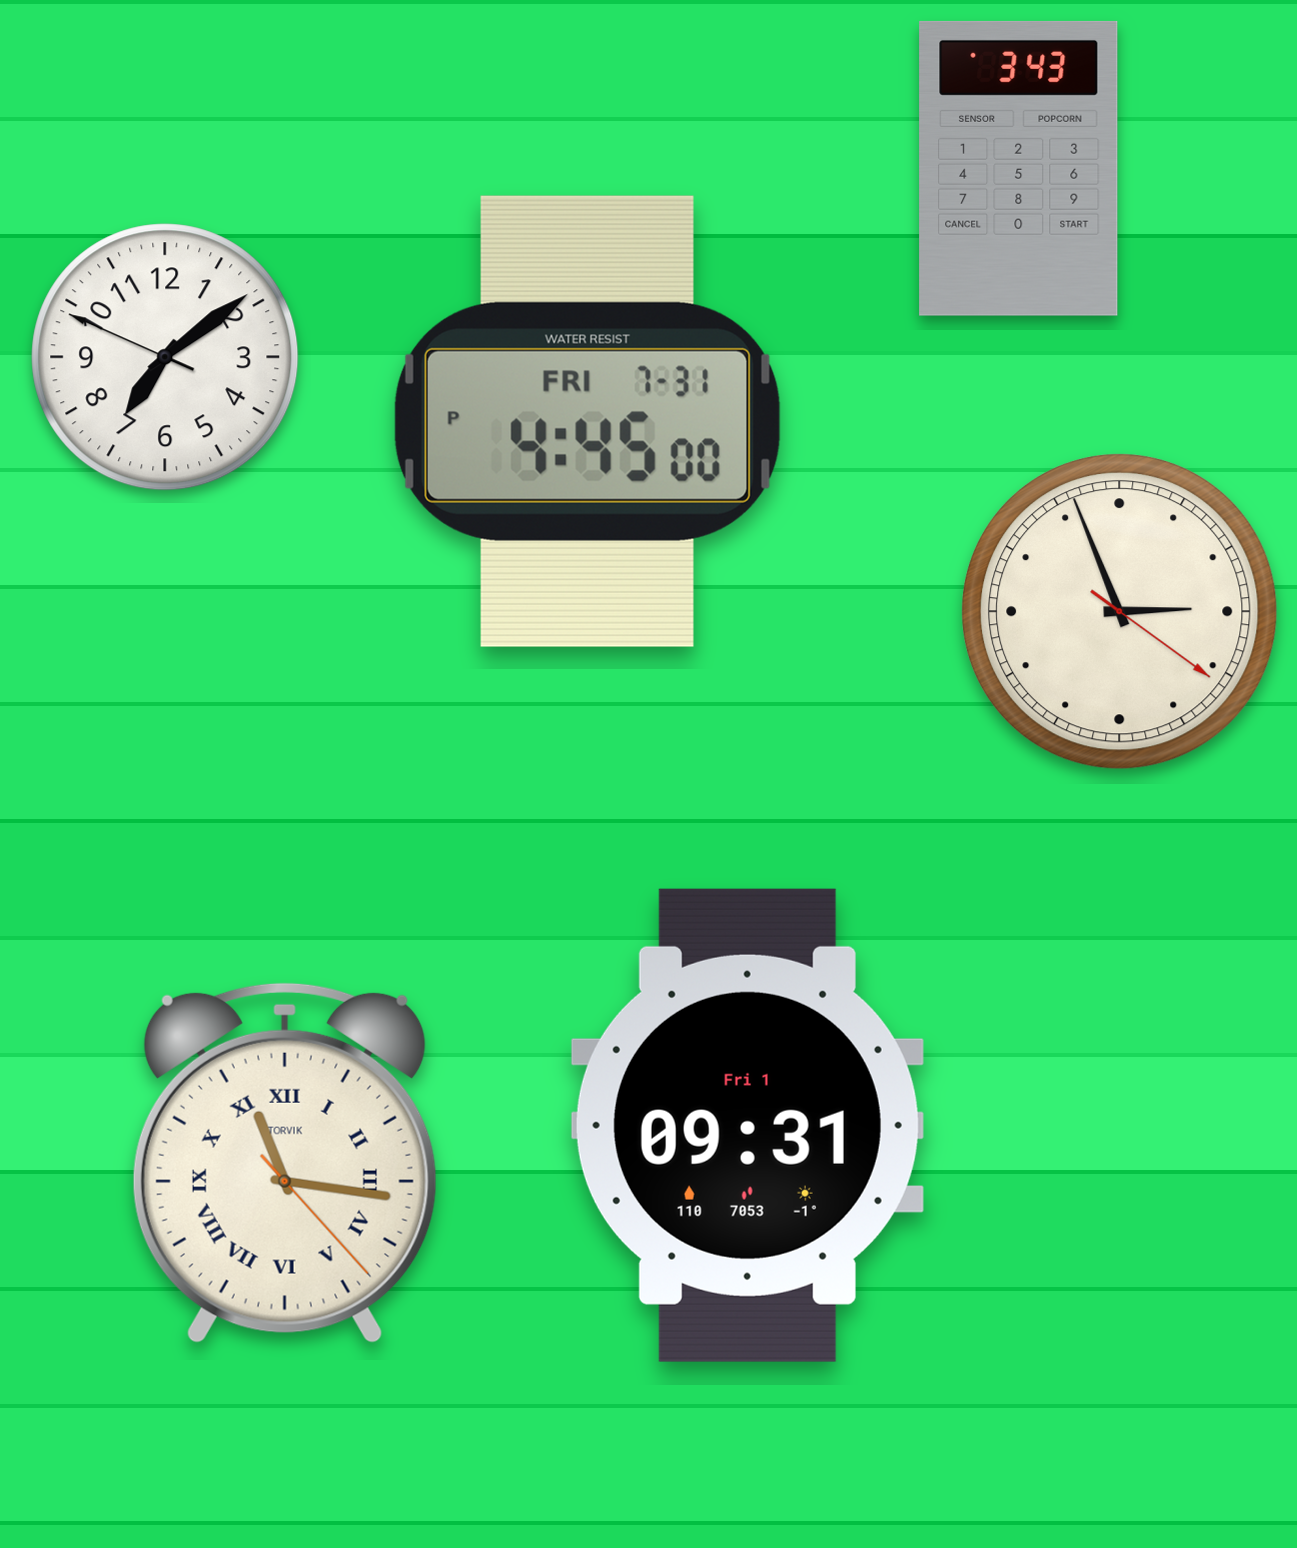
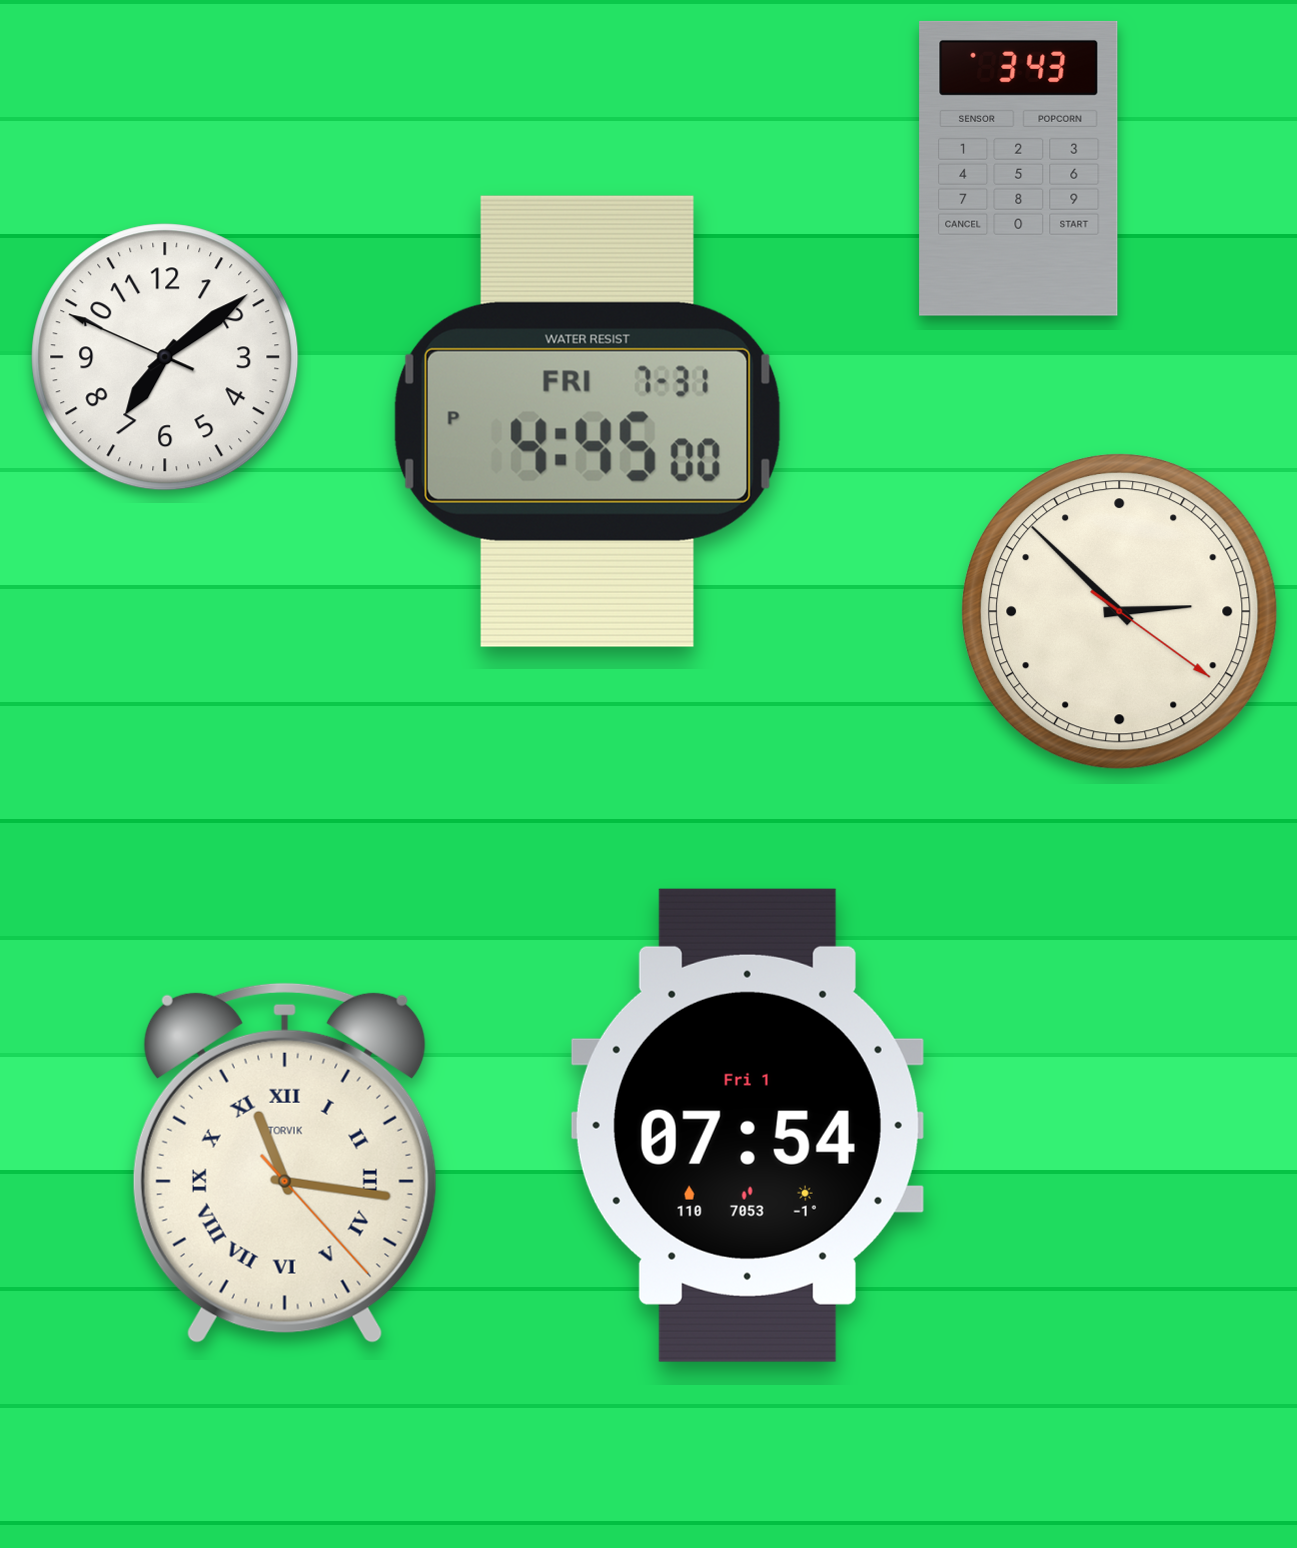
clock at (1120, 612): 2:56 -> 2:52
clock at (747, 1125): 09:31 -> 07:54
